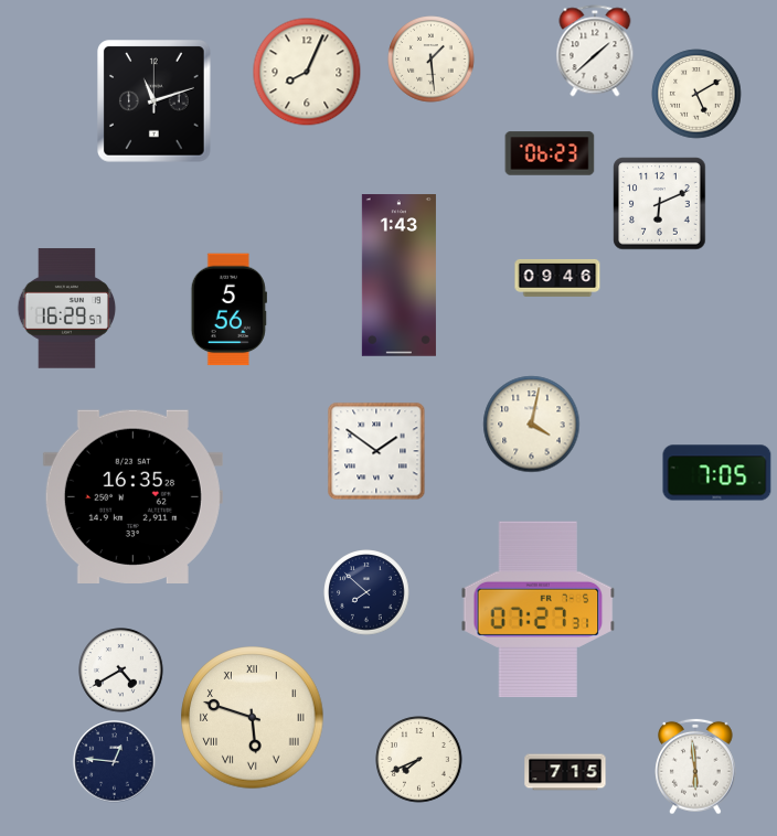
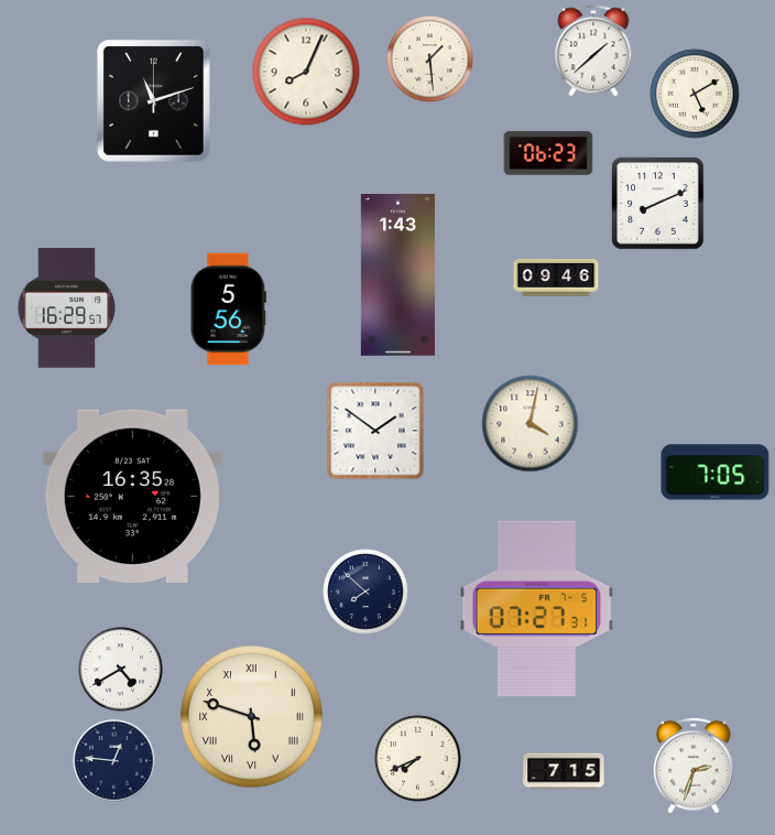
clock at (660, 204): 6:11 -> 8:11
clock at (376, 451) position: (376, 451) -> (375, 431)
clock at (695, 767): 5:59 -> 2:33
